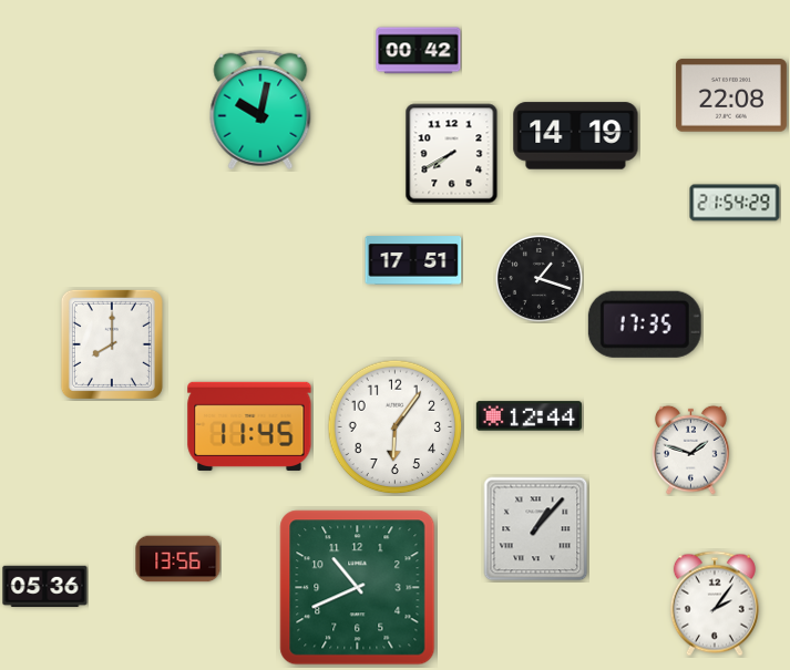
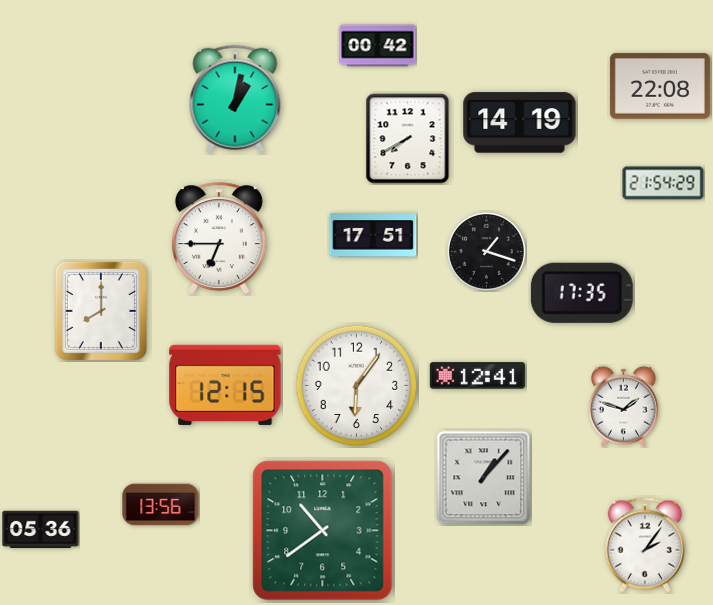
clock at (260, 110): 10:02 -> 1:02
clock at (219, 238): none -> 6:45
clock at (529, 416): 12:44 -> 12:41
clock at (249, 426): 11:45 -> 12:15
clock at (358, 588): 10:41 -> 10:39
